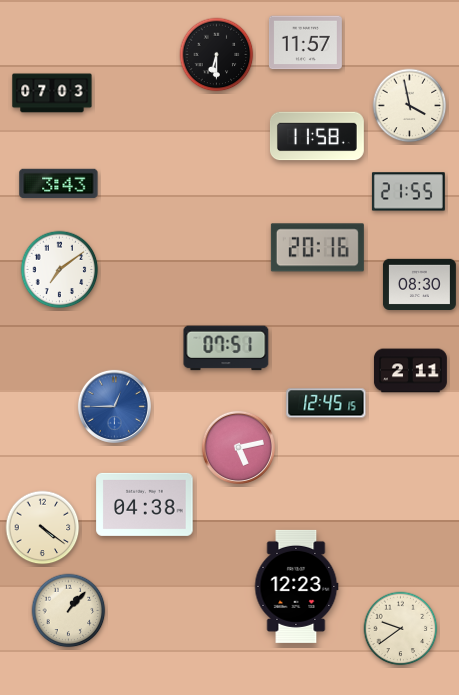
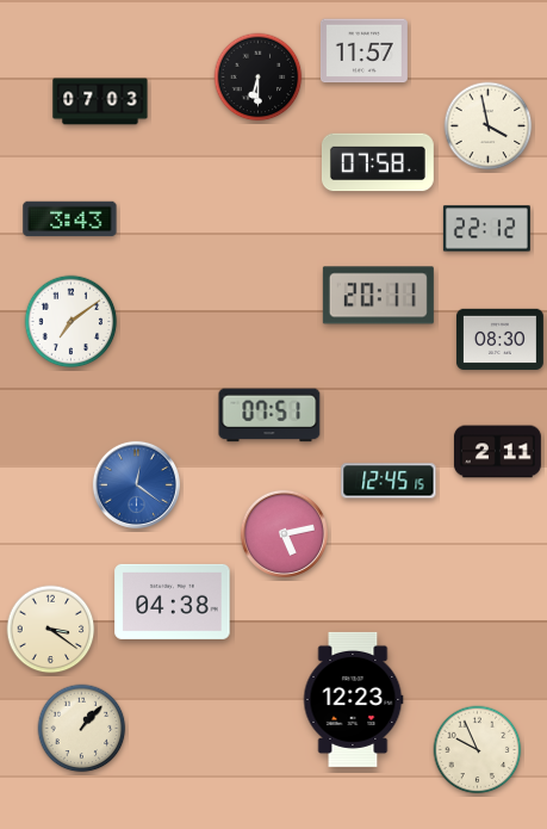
clock at (217, 55) position: (217, 55) -> (259, 78)
clock at (52, 93) position: (52, 93) -> (100, 101)
clock at (317, 136): 11:58 -> 07:58
clock at (408, 192): 21:55 -> 22:12
clock at (317, 248): 20:16 -> 20:11
clock at (410, 371) position: (410, 371) -> (497, 452)
clock at (114, 406): 12:45 -> 12:21
clock at (43, 528): 4:21 -> 3:21
clock at (401, 629): 9:39 -> 9:56
